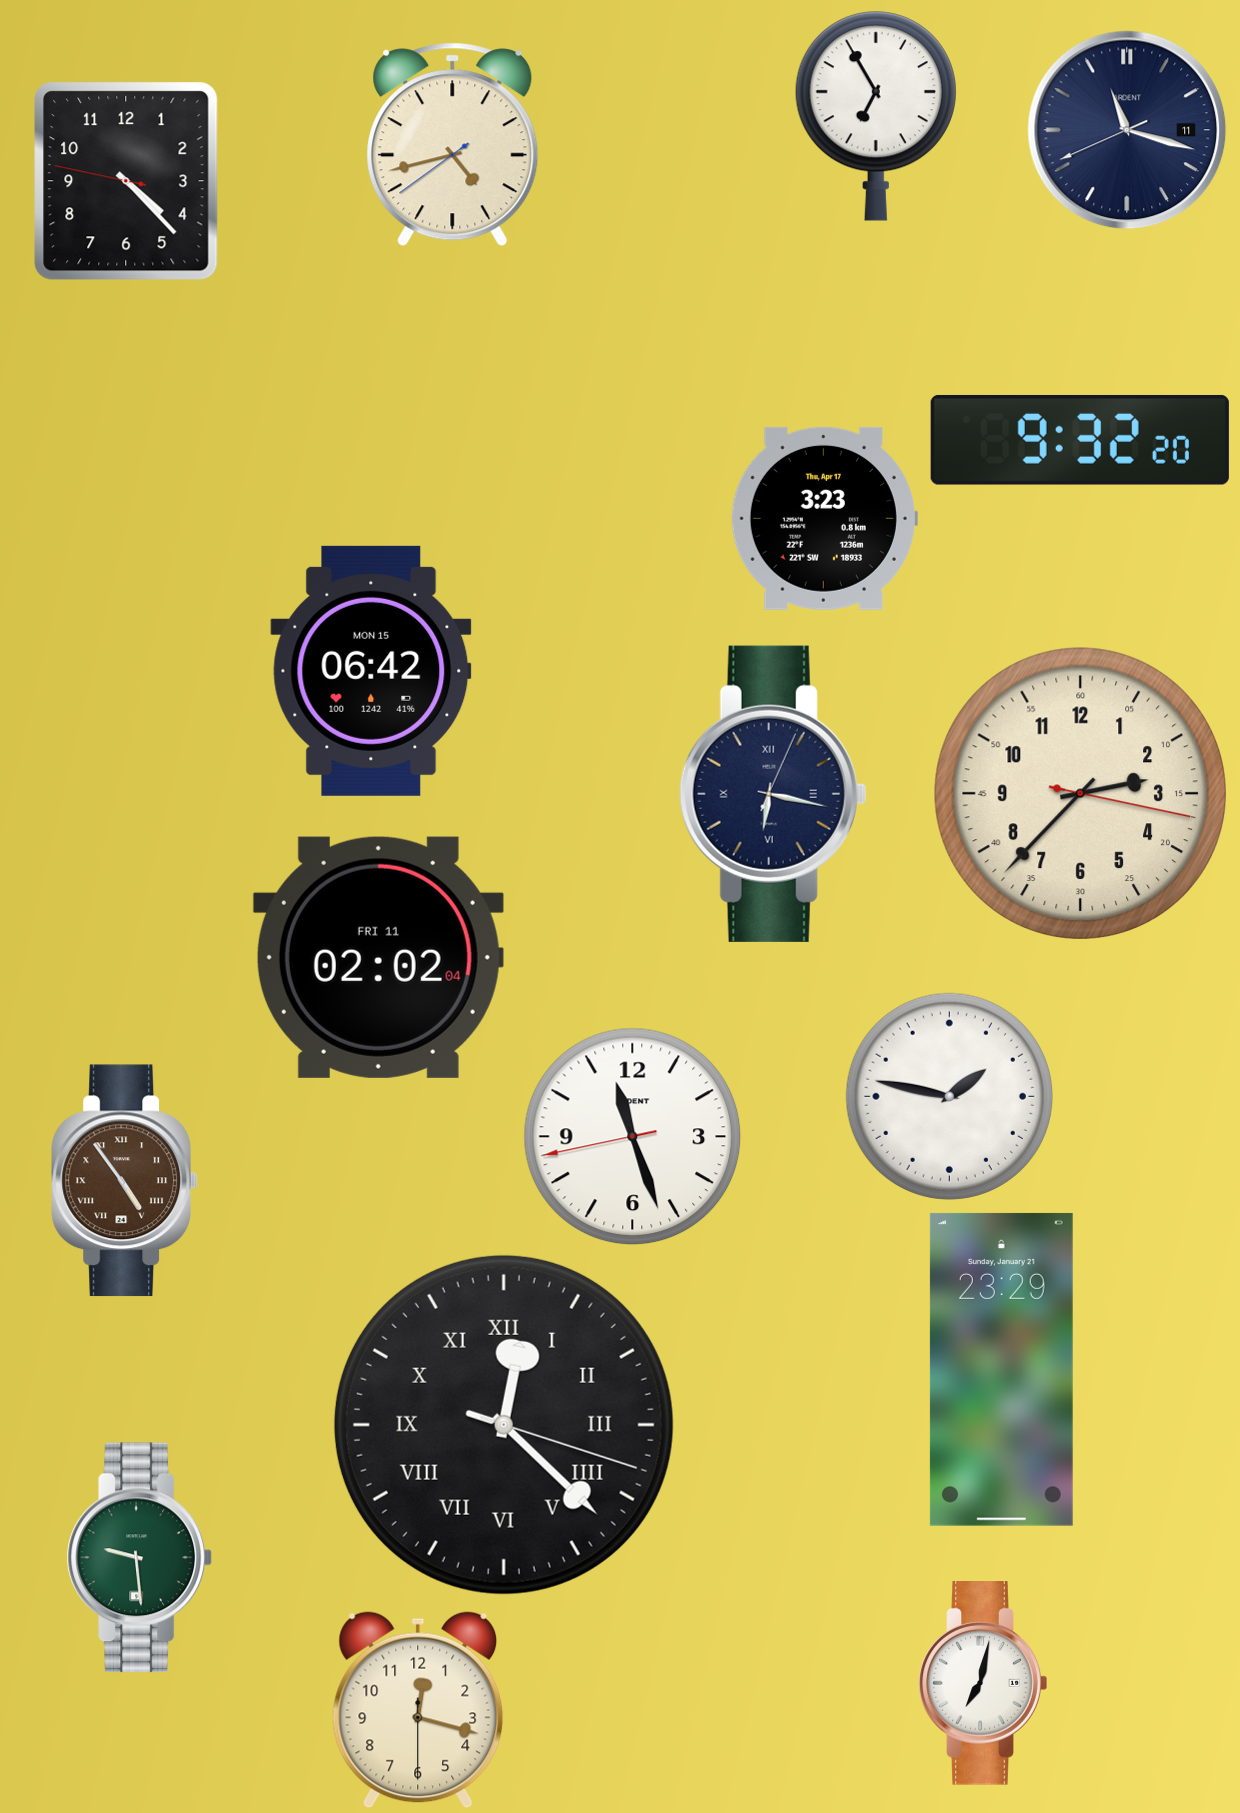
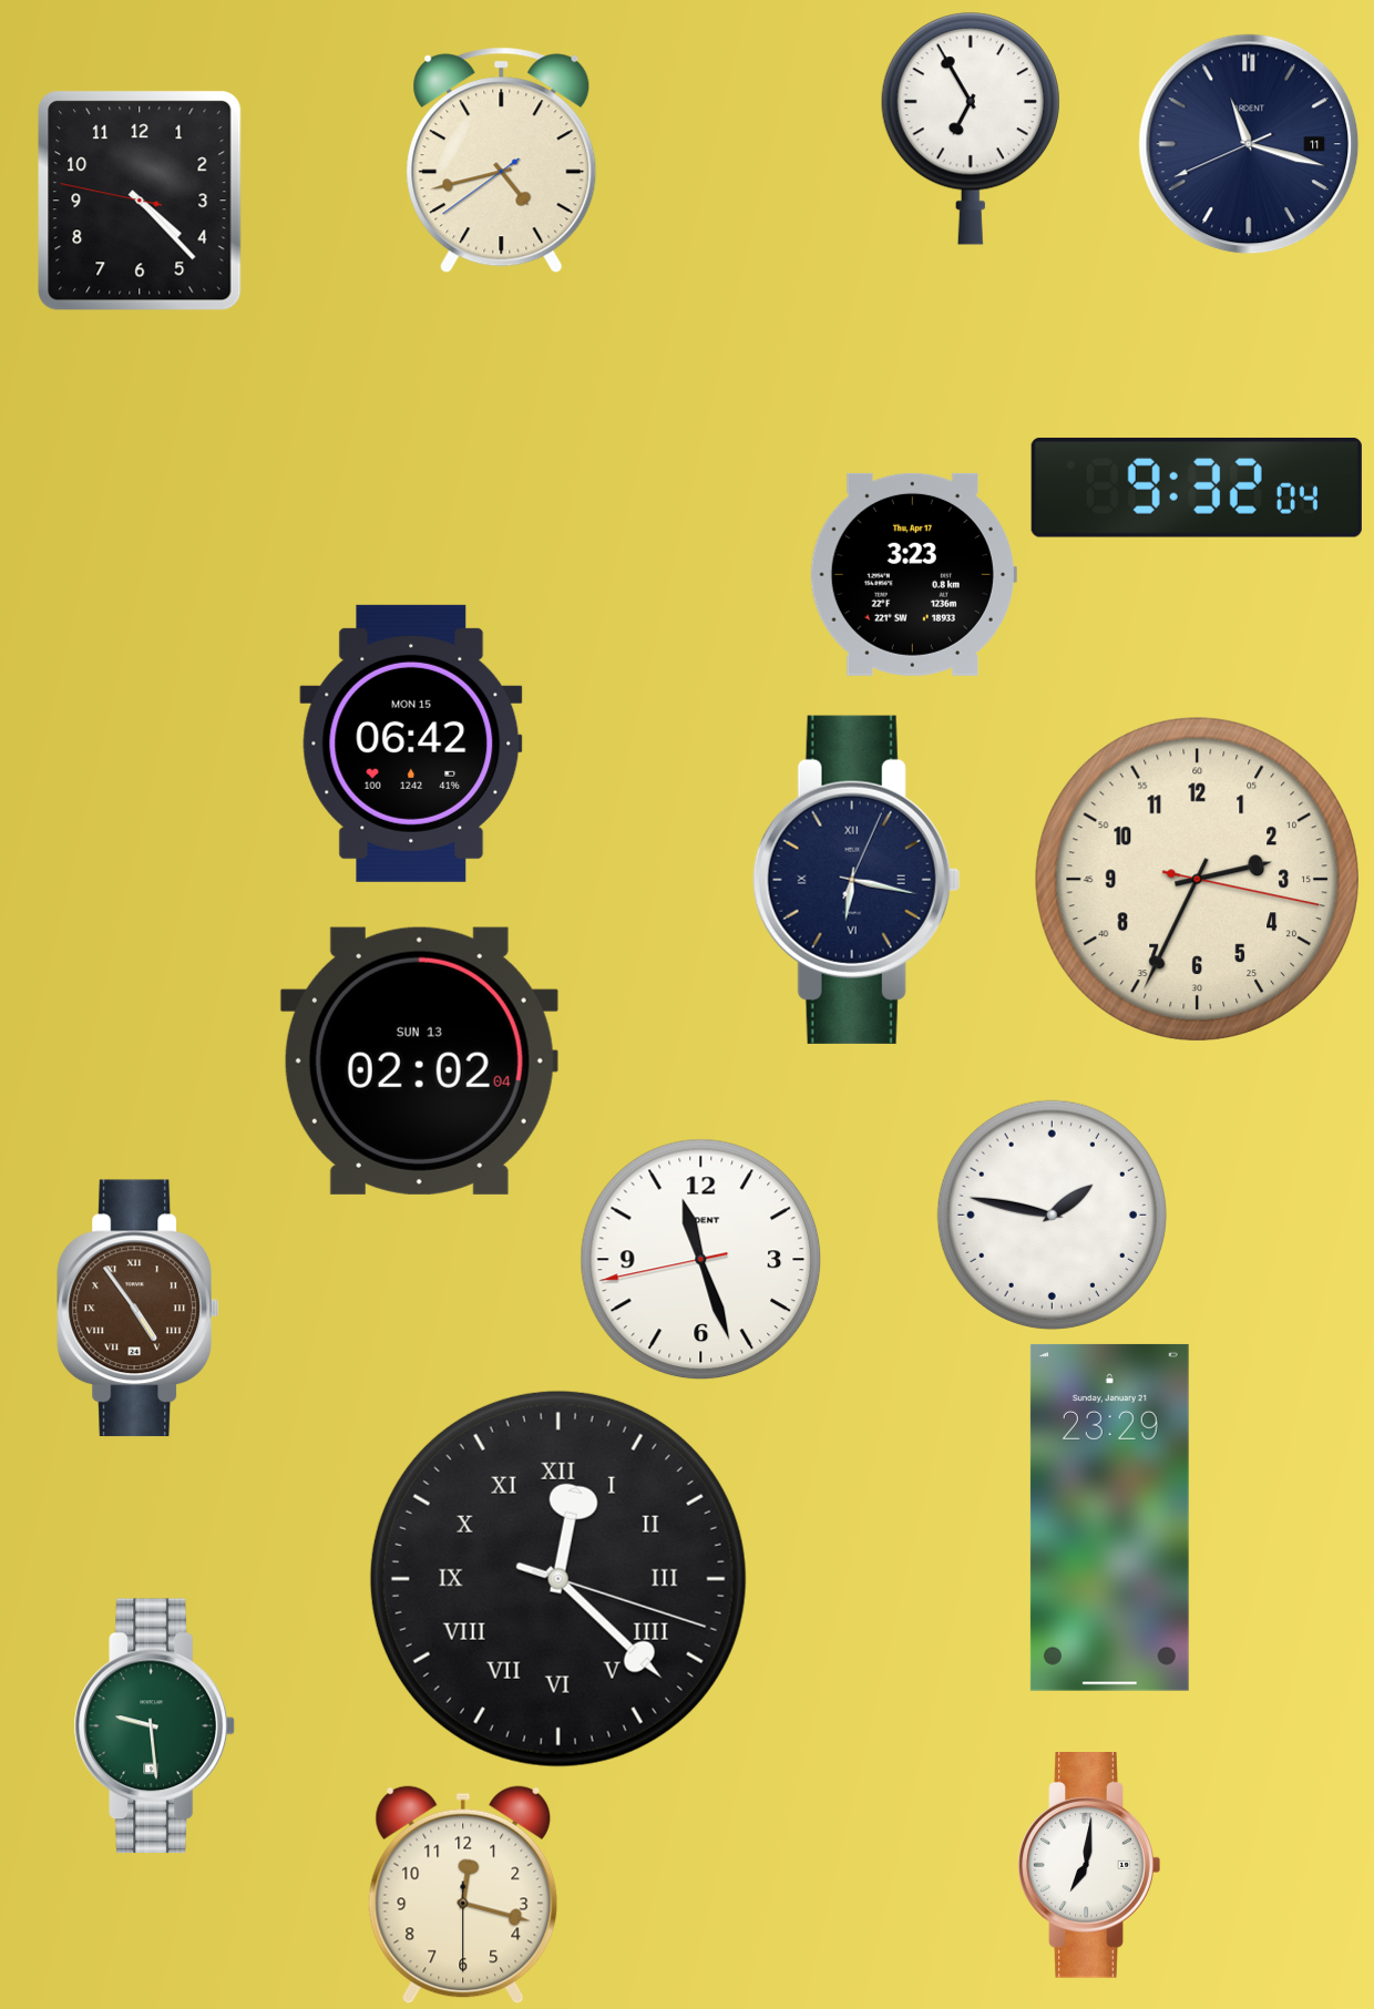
clock at (1080, 440): 9:32:20 -> 9:32:04
clock at (1080, 793): 2:37 -> 2:34
clock at (378, 957) date: FRI 11 -> SUN 13
clock at (983, 1684): 7:02 -> 7:01
